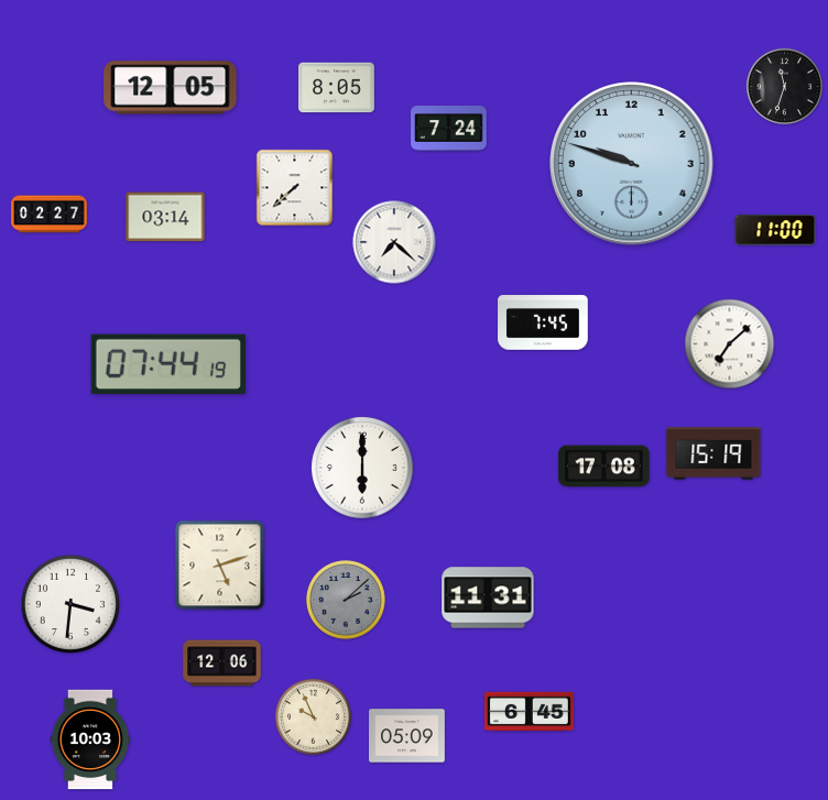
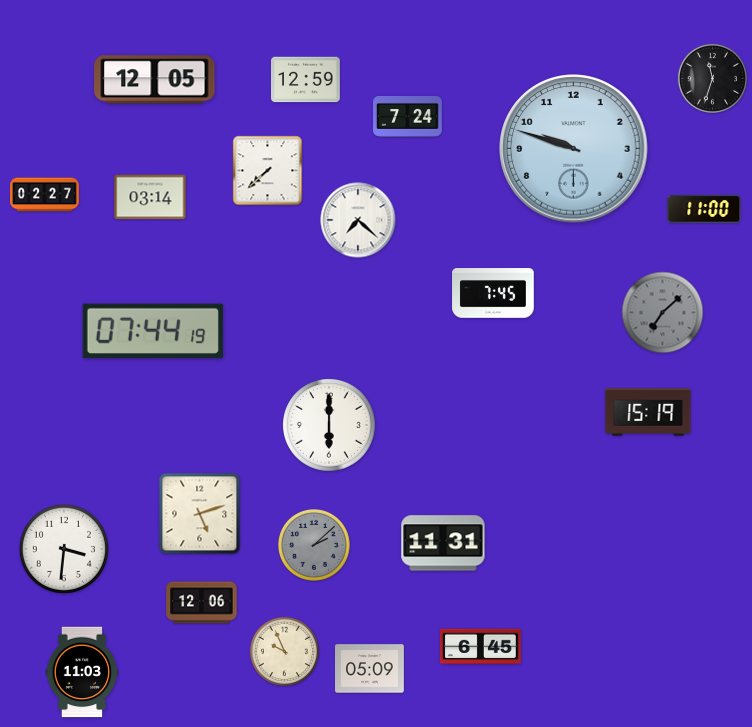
clock at (337, 88): 8:05 -> 12:59
clock at (730, 344) dial: white -> grey
clock at (604, 467): 17:08 -> none
clock at (90, 739): 10:03 -> 11:03
